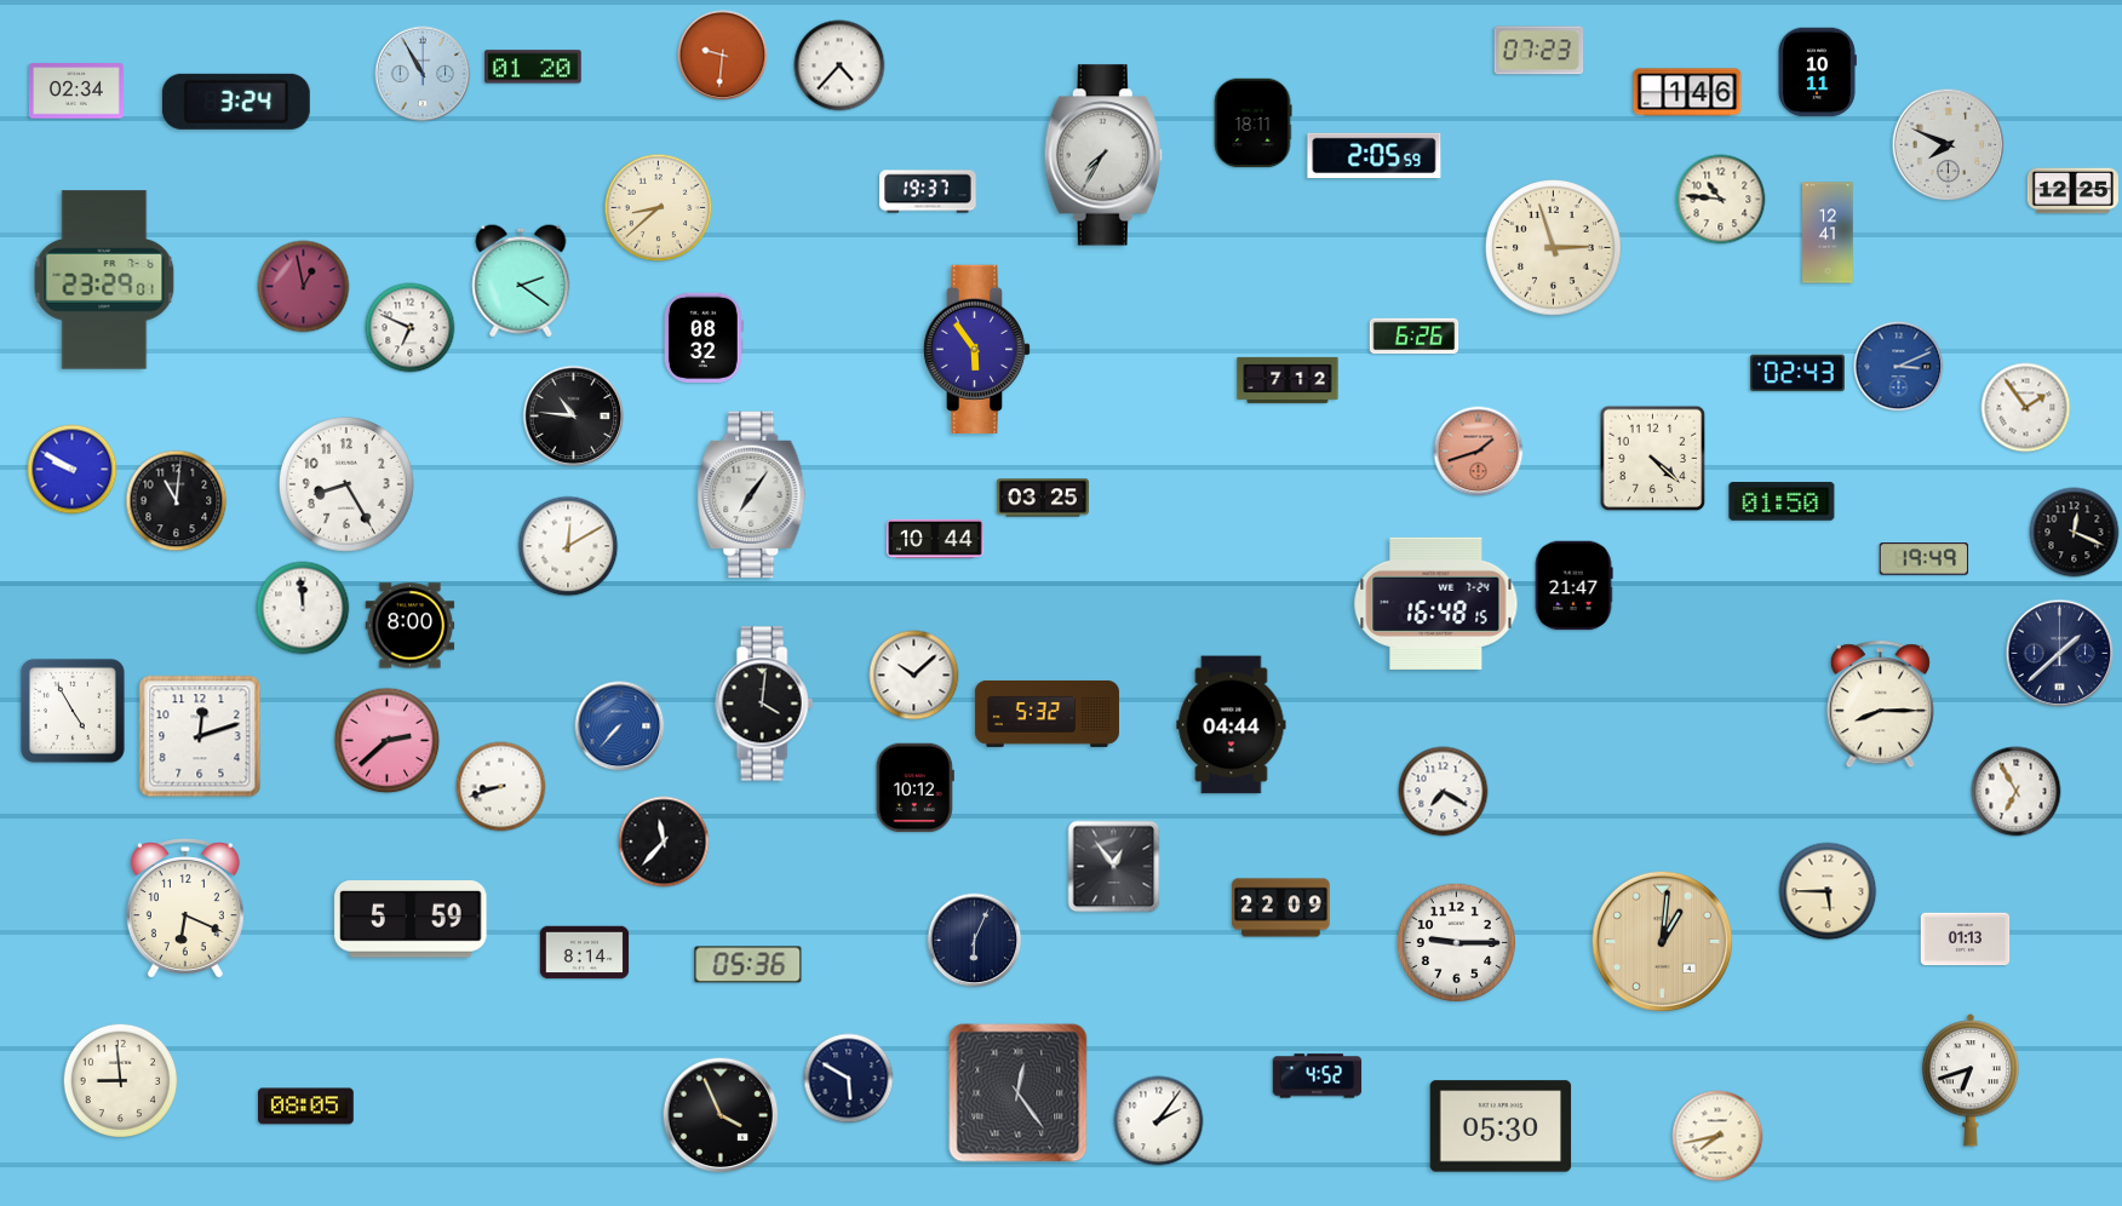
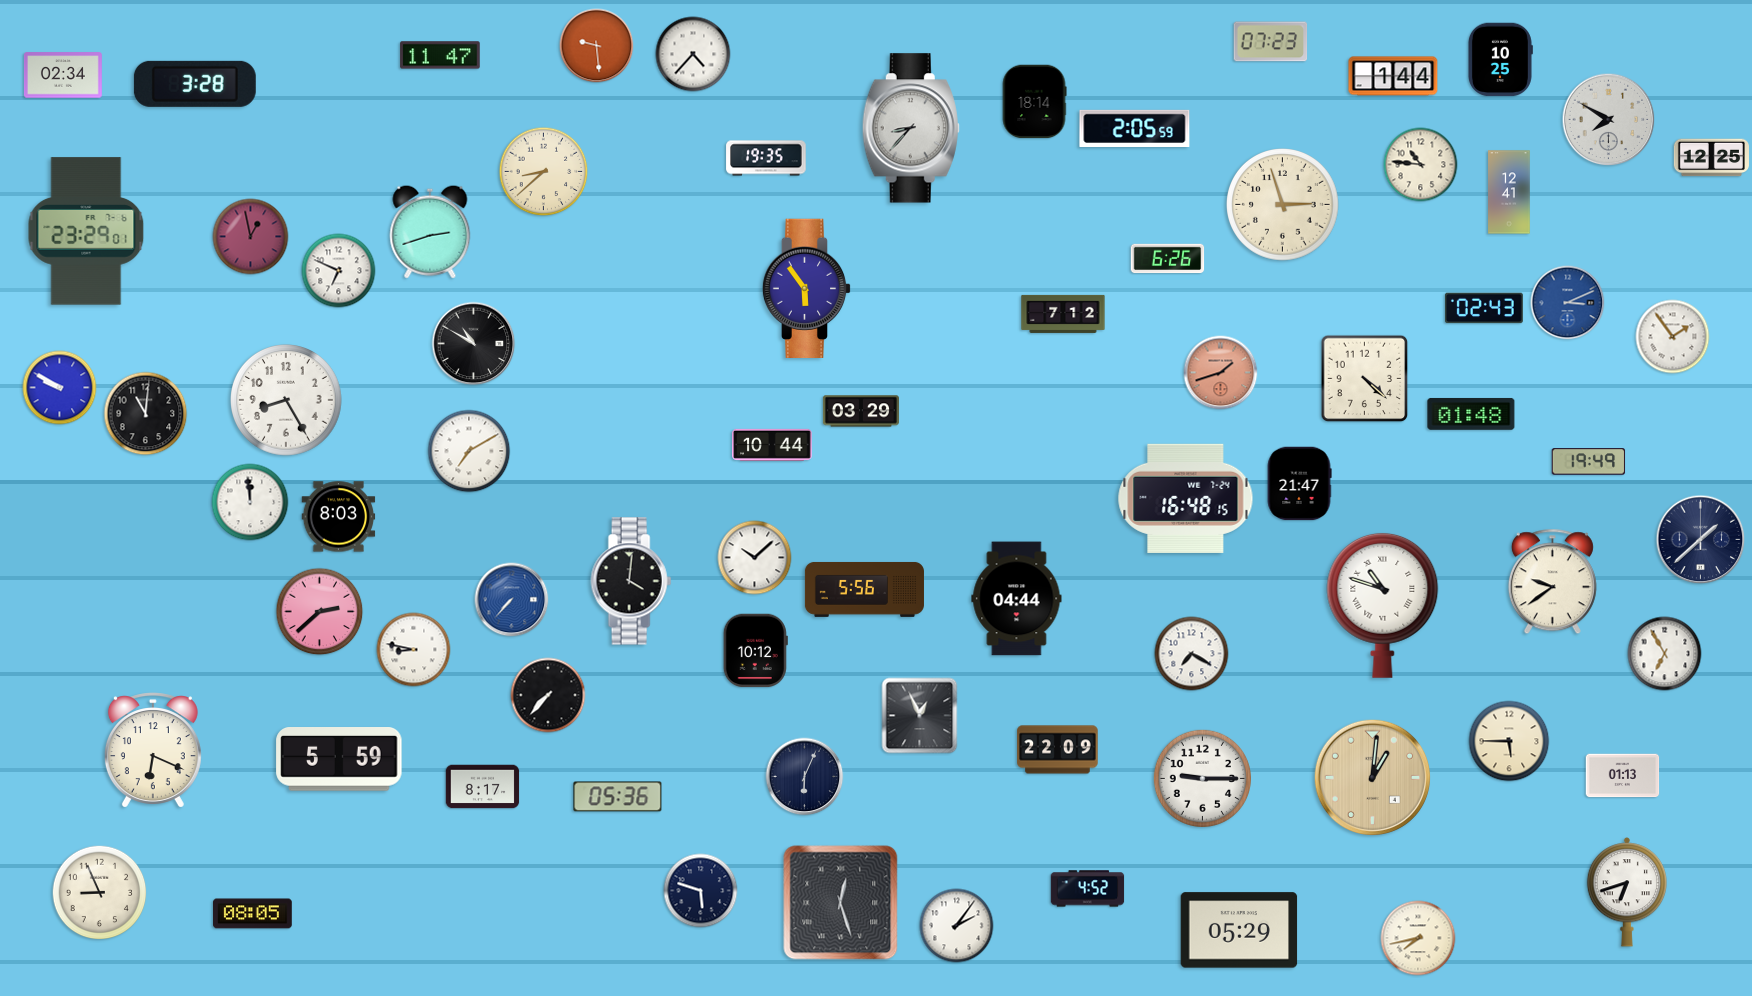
clock at (723, 56): 9:31 -> 9:29
clock at (533, 67): 01:20 -> 11:47
clock at (1817, 73): 10:11 -> 10:25
clock at (423, 74): 10:55 -> none
clock at (1687, 92): 1:46 -> 1:44
clock at (236, 102): 3:24 -> 3:28
clock at (1252, 124): 18:11 -> 18:14
clock at (1949, 145): 7:49 -> 7:50
clock at (1103, 155): 7:35 -> 8:37
clock at (928, 191): 19:37 -> 19:35
clock at (521, 281): 2:21 -> 2:42
clock at (704, 337): 08:32 -> none
clock at (1415, 337) position: (1415, 337) -> (1168, 259)
clock at (574, 417): 10:46 -> 10:50
clock at (752, 495): 7:06 -> none
clock at (1043, 498): 03:25 -> 03:29
clock at (1782, 501): 01:50 -> 01:48
clock at (2075, 533): 12:19 -> none
clock at (568, 546): 12:10 -> 7:10
clock at (411, 626): 8:00 -> 8:03
clock at (1880, 705): 8:15 -> 9:39
clock at (73, 711): 4:55 -> none
clock at (1046, 713): 5:32 -> 5:56
clock at (1383, 605): none -> 10:48
clock at (200, 736): 12:12 -> none
clock at (501, 787): 8:42 -> 8:47
clock at (664, 842): 11:37 -> 7:37
clock at (1114, 867): 12:54 -> 12:56
clock at (1828, 891) position: (1828, 891) -> (1509, 741)
clock at (585, 953): 8:14 -> 8:17
clock at (849, 1079): 5:50 -> 5:48
clock at (121, 1081): 8:59 -> 8:56
clock at (1019, 1093): 12:24 -> 12:27
clock at (721, 1115): 3:56 -> none
clock at (1501, 1126): 05:30 -> 05:29
